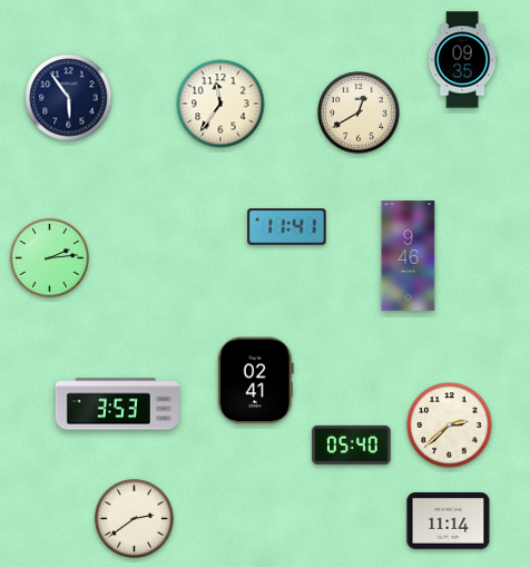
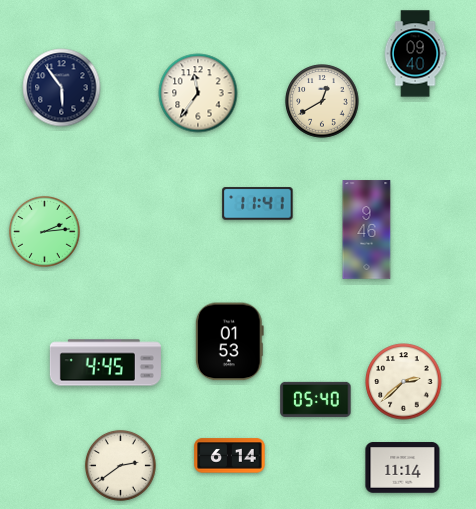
clock at (462, 60): 09:35 -> 09:40
clock at (255, 381): 02:41 -> 01:53
clock at (117, 404): 3:53 -> 4:45
clock at (230, 456): none -> 6:14
